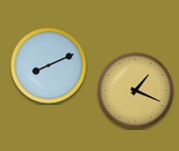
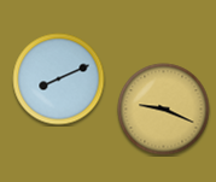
clock at (136, 91): 1:19 -> 9:19
